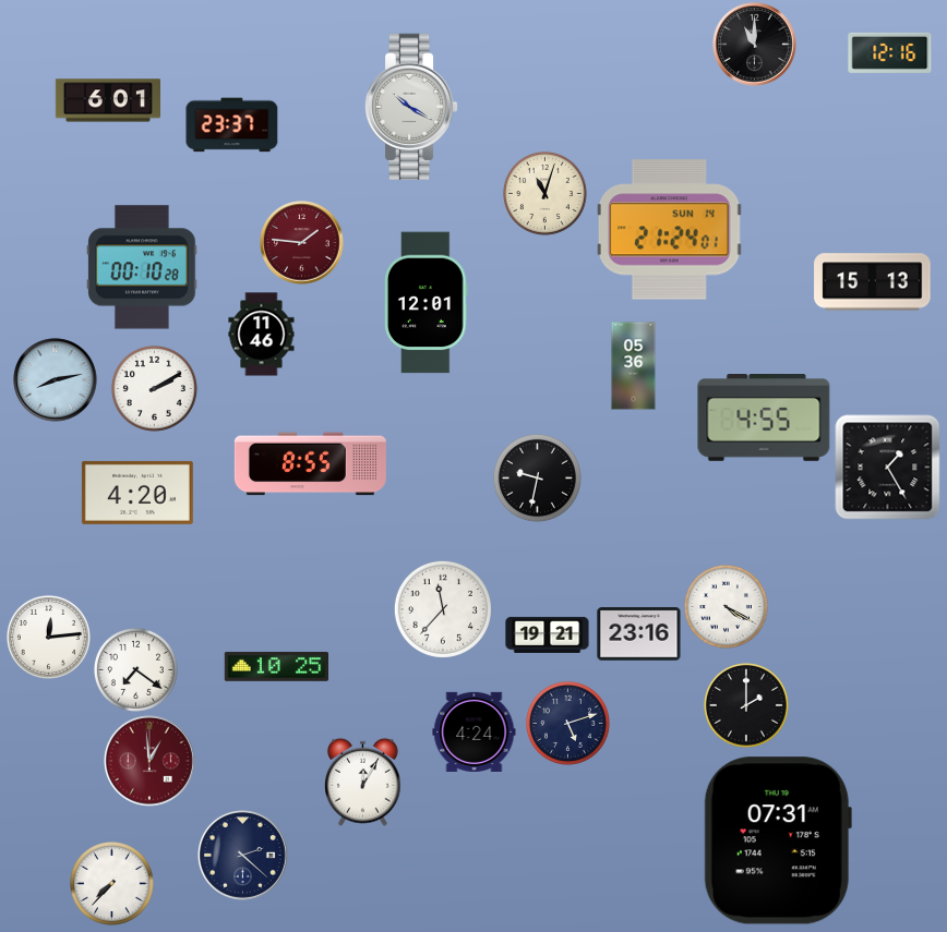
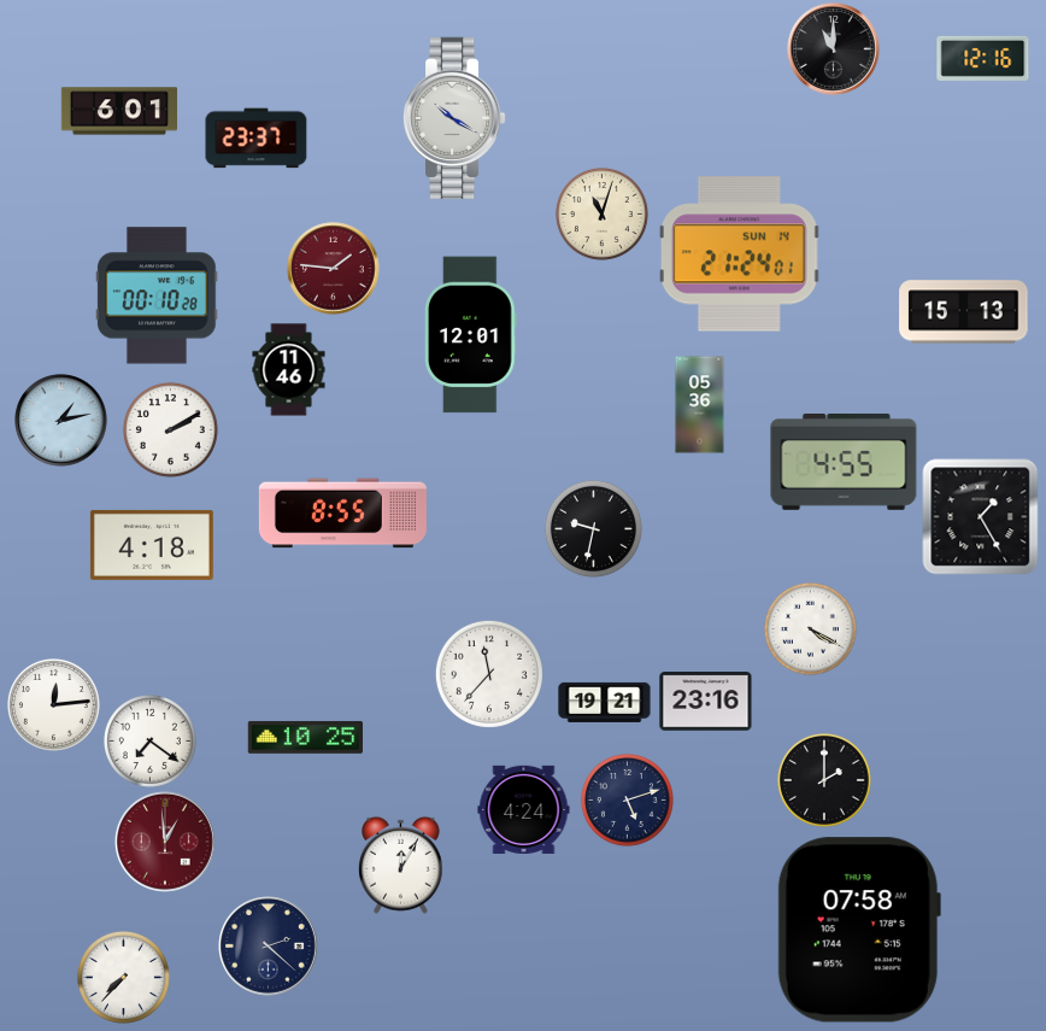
clock at (56, 380): 8:13 -> 1:13
clock at (137, 493): 4:20 -> 4:18
clock at (726, 606) position: (726, 606) -> (810, 628)
clock at (778, 840): 07:31 -> 07:58
